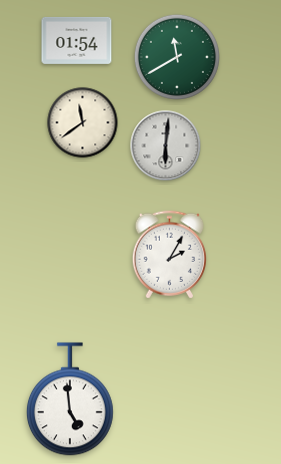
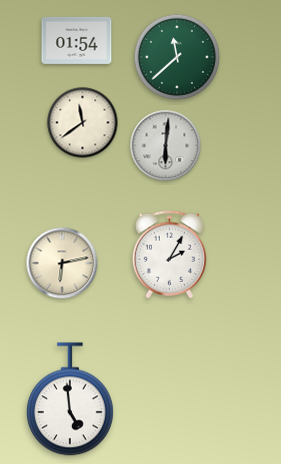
clock at (177, 57): 11:40 -> 11:38
clock at (62, 263): none -> 6:13
